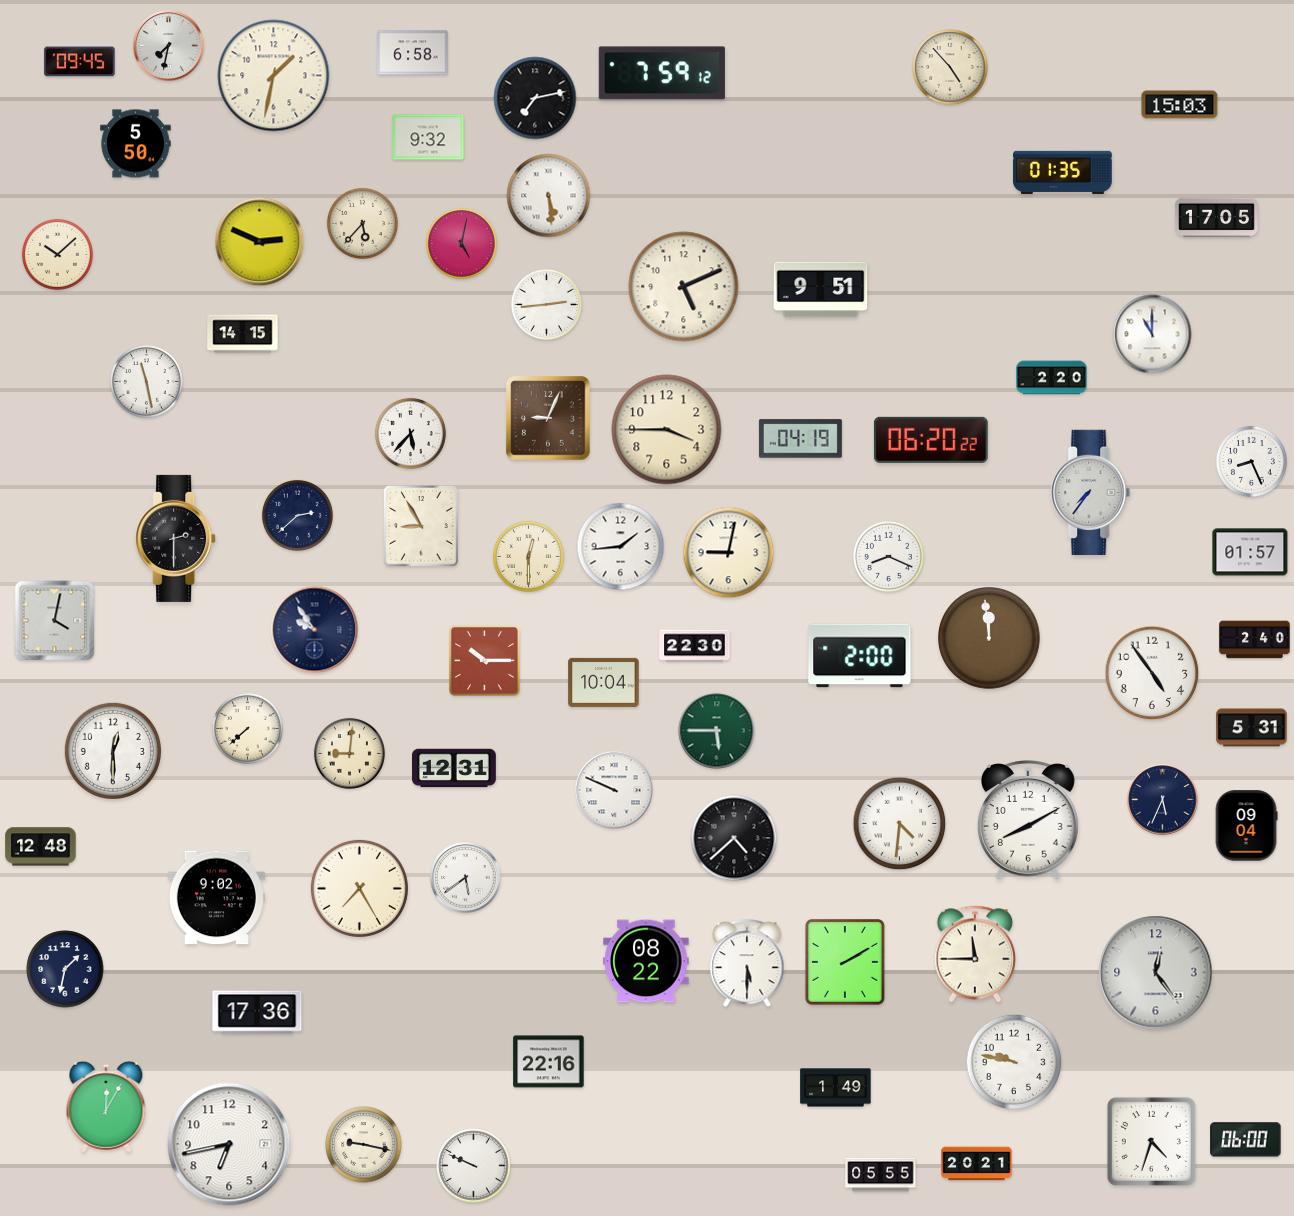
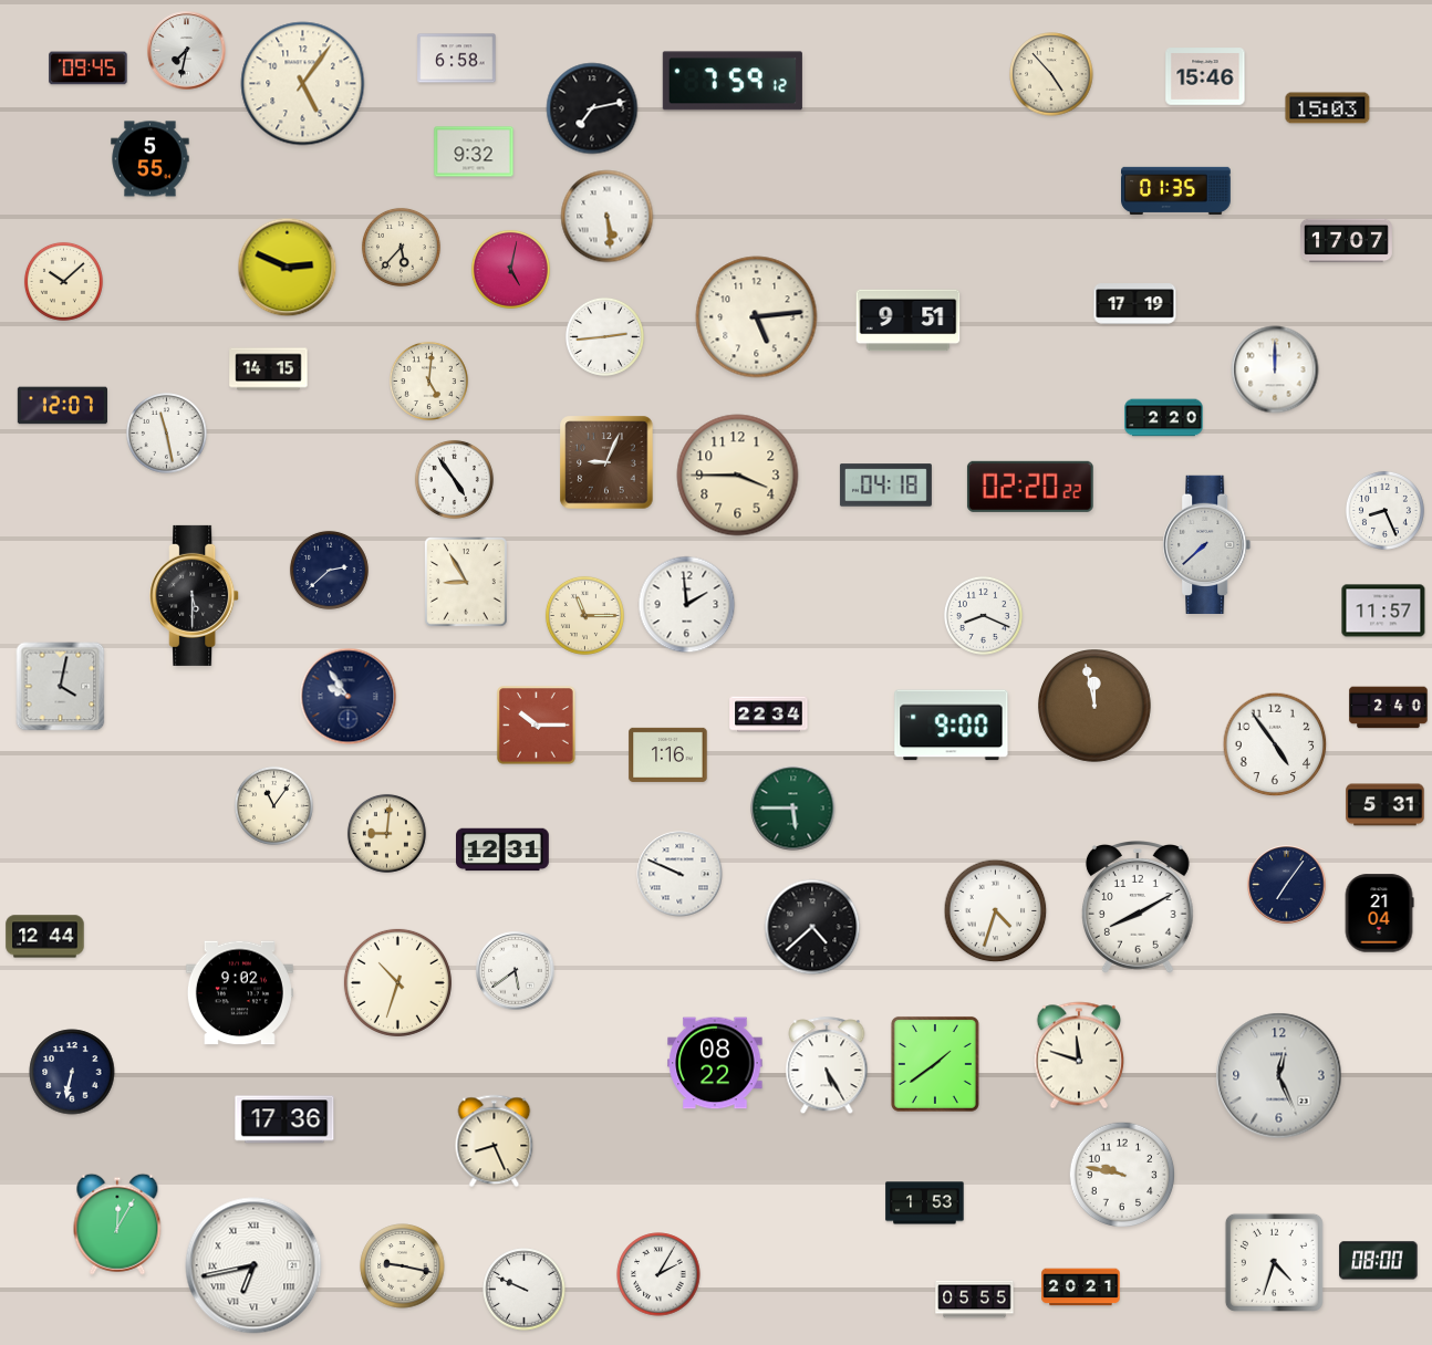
clock at (1205, 76): none -> 15:46
clock at (274, 76): 1:32 -> 5:06
clock at (1180, 105) position: (1180, 105) -> (1328, 108)
clock at (136, 144): 5:50 -> 5:55
clock at (1216, 218): 17:05 -> 17:07
clock at (1135, 304): none -> 17:19
clock at (684, 287): 5:11 -> 5:14
clock at (1152, 334): 11:00 -> 12:00
clock at (428, 380): none -> 5:01
clock at (62, 406): none -> 12:07
clock at (147, 382) position: (147, 382) -> (167, 434)
clock at (410, 433): 5:37 -> 4:54
clock at (800, 439): 04:19 -> 04:18
clock at (931, 440): 06:20 -> 02:20
clock at (1091, 492): 7:36 -> 7:38
clock at (176, 538): 2:30 -> 5:30
clock at (621, 547): 1:44 -> 1:59
clock at (1250, 552): 01:57 -> 11:57
clock at (729, 553): 9:02 -> none
clock at (528, 556): 12:30 -> 11:15
clock at (990, 639): 11:59 -> 11:58
clock at (695, 646): 22:30 -> 22:34
clock at (860, 656): 2:00 -> 9:00
clock at (485, 661) position: (485, 661) -> (537, 726)
clock at (604, 682): 10:04 -> 1:16
clock at (247, 728): 7:38 -> 11:06
clock at (113, 751): 12:30 -> none
clock at (1163, 800): 5:34 -> 7:06
clock at (900, 824): 4:31 -> 4:33
clock at (1246, 826): 09:04 -> 21:04
clock at (41, 847): 12:48 -> 12:44
clock at (359, 888): 7:25 -> 10:33
clock at (975, 954): 11:45 -> 11:48
clock at (845, 962): 2:10 -> 1:39
clock at (747, 964): 5:30 -> 5:25
clock at (65, 969): 1:32 -> 6:32
clock at (1156, 973): 12:24 -> 12:26
clock at (495, 1141): none -> 8:26
clock at (549, 1062): 22:16 -> none
clock at (836, 1088): 1:49 -> 1:53
clock at (1246, 1140): 06:00 -> 08:00
clock at (229, 1144) numerals: Arabic -> Roman
clock at (658, 1274): none -> 2:05
